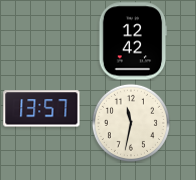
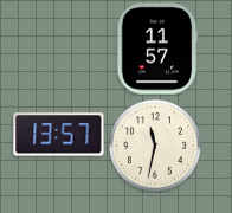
clock at (133, 41): 12:42 -> 11:57
clock at (42, 109) position: (42, 109) -> (59, 135)
